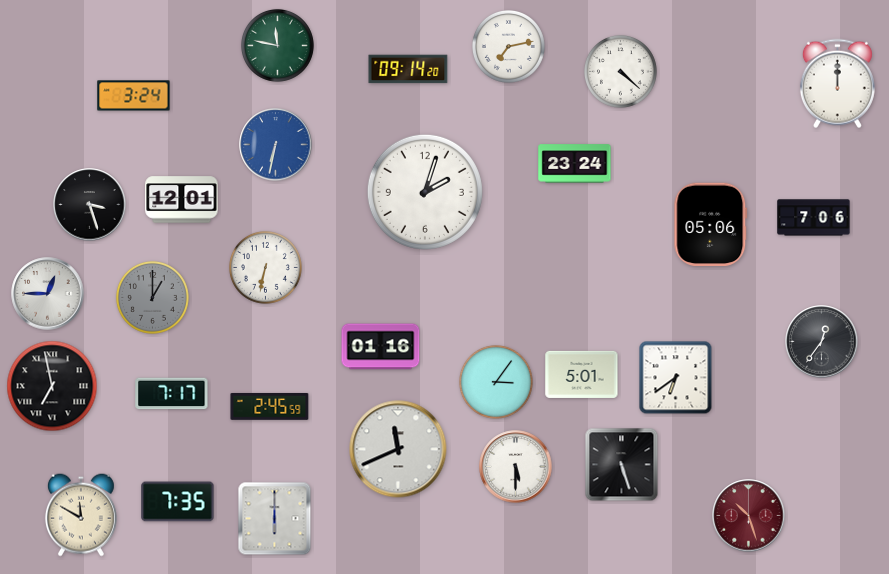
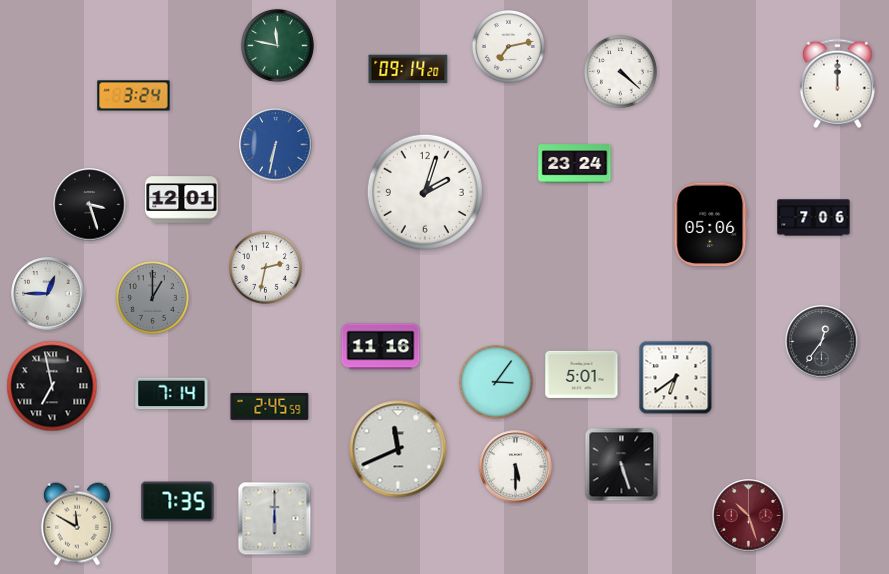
clock at (265, 267): 6:32 -> 2:32
clock at (381, 347): 01:16 -> 11:16
clock at (172, 394): 7:17 -> 7:14
clock at (81, 515) position: (81, 515) -> (77, 524)
